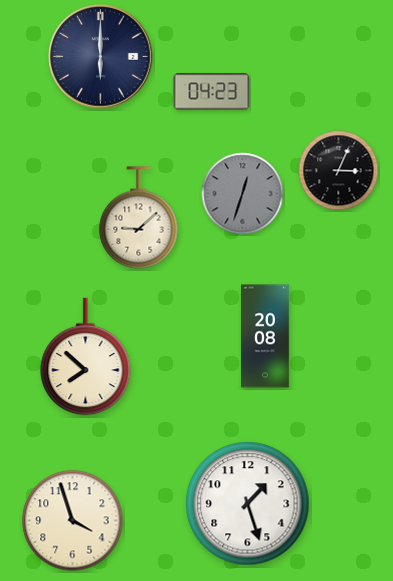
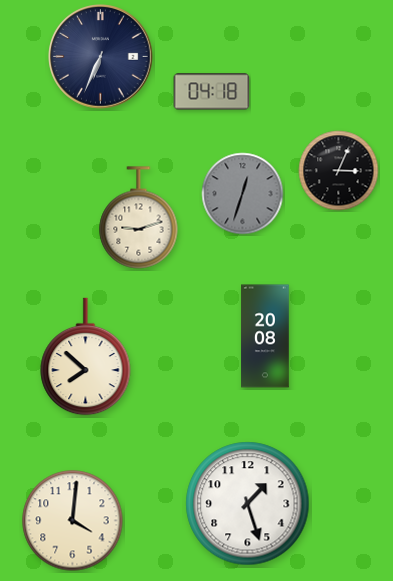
clock at (101, 57): 6:00 -> 6:34
clock at (212, 92): 04:23 -> 04:18
clock at (139, 218): 9:08 -> 9:12
clock at (73, 521): 3:57 -> 4:01
